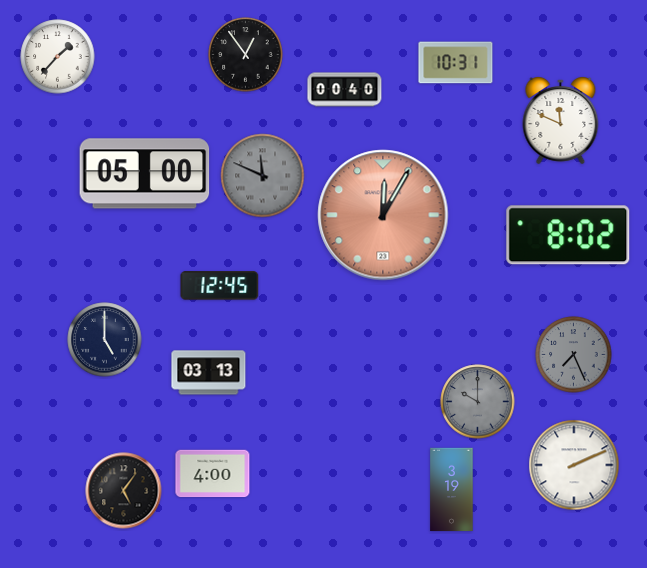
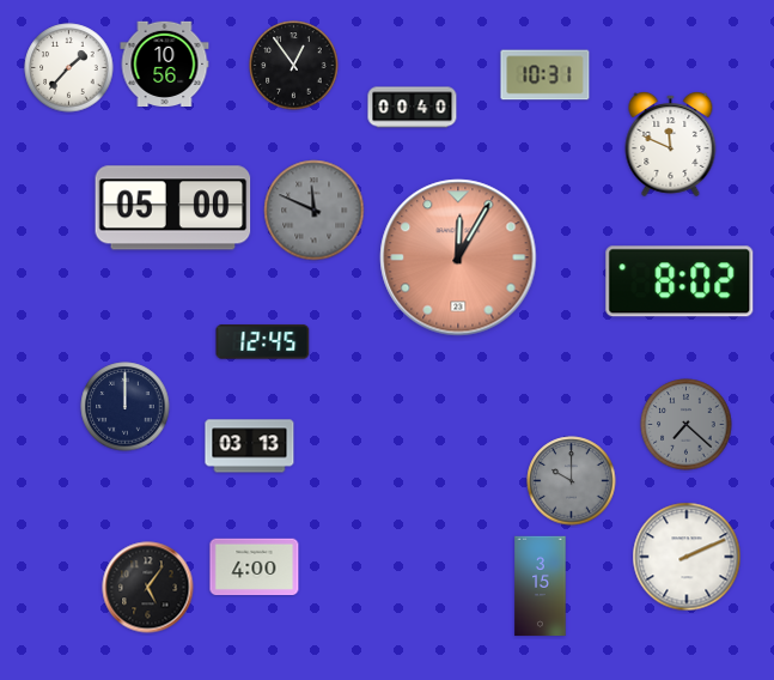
clock at (165, 63): none -> 10:56
clock at (105, 340): 5:00 -> 12:00
clock at (574, 355): 7:26 -> 7:22
clock at (452, 490): 3:19 -> 3:15
